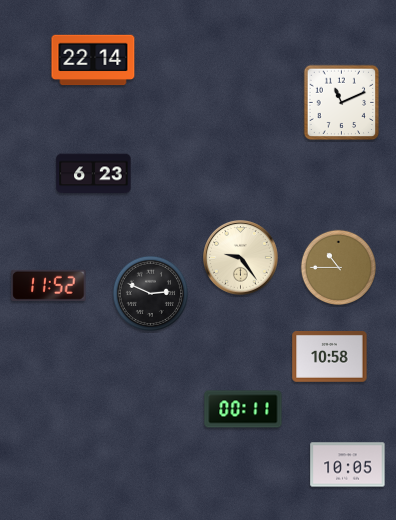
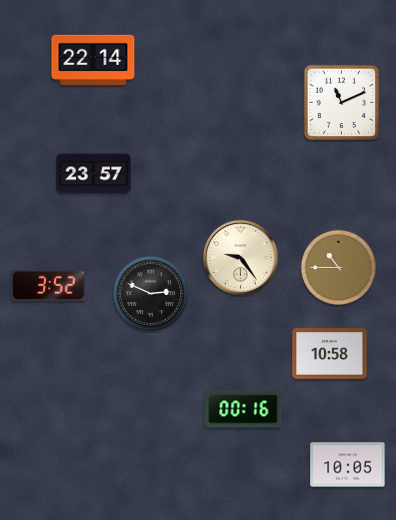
clock at (94, 174): 6:23 -> 23:57
clock at (49, 285): 11:52 -> 3:52
clock at (330, 357) position: (330, 357) -> (330, 354)
clock at (243, 409): 00:11 -> 00:16
